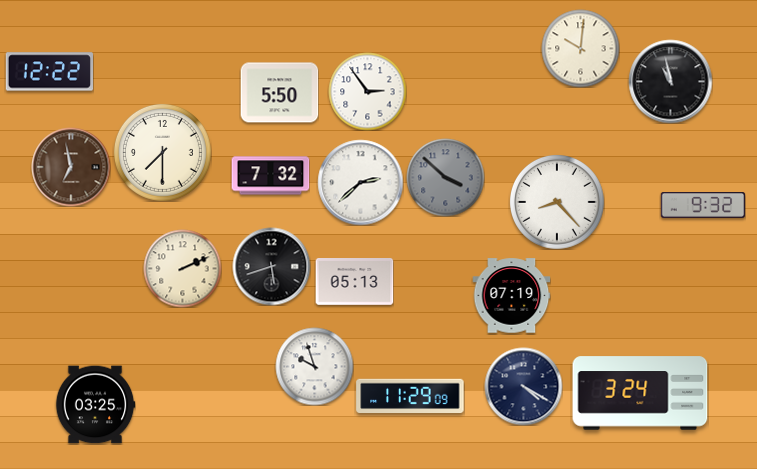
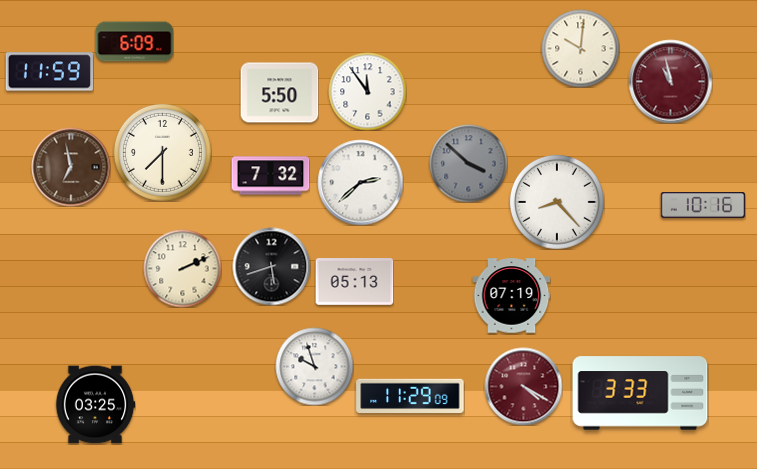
clock at (134, 42): none -> 6:09
clock at (49, 72): 12:22 -> 11:59
clock at (670, 81) dial: black -> burgundy
clock at (367, 91): 2:54 -> 11:54
clock at (445, 177) position: (445, 177) -> (468, 163)
clock at (703, 206): 9:32 -> 10:16
clock at (523, 386) dial: navy -> burgundy
clock at (640, 393): 3:24 -> 3:33
